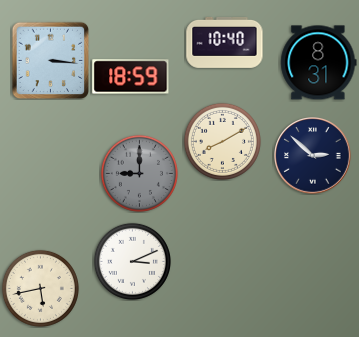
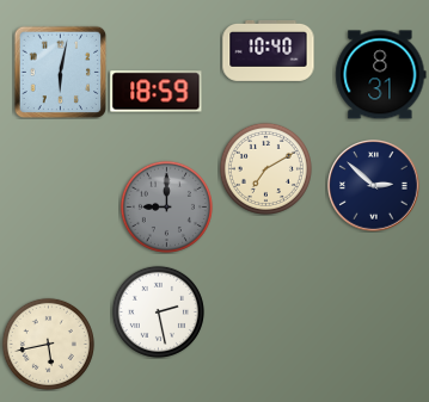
clock at (50, 60): 3:16 -> 6:02
clock at (222, 141): 8:10 -> 7:10
clock at (132, 261): 3:11 -> 2:28
